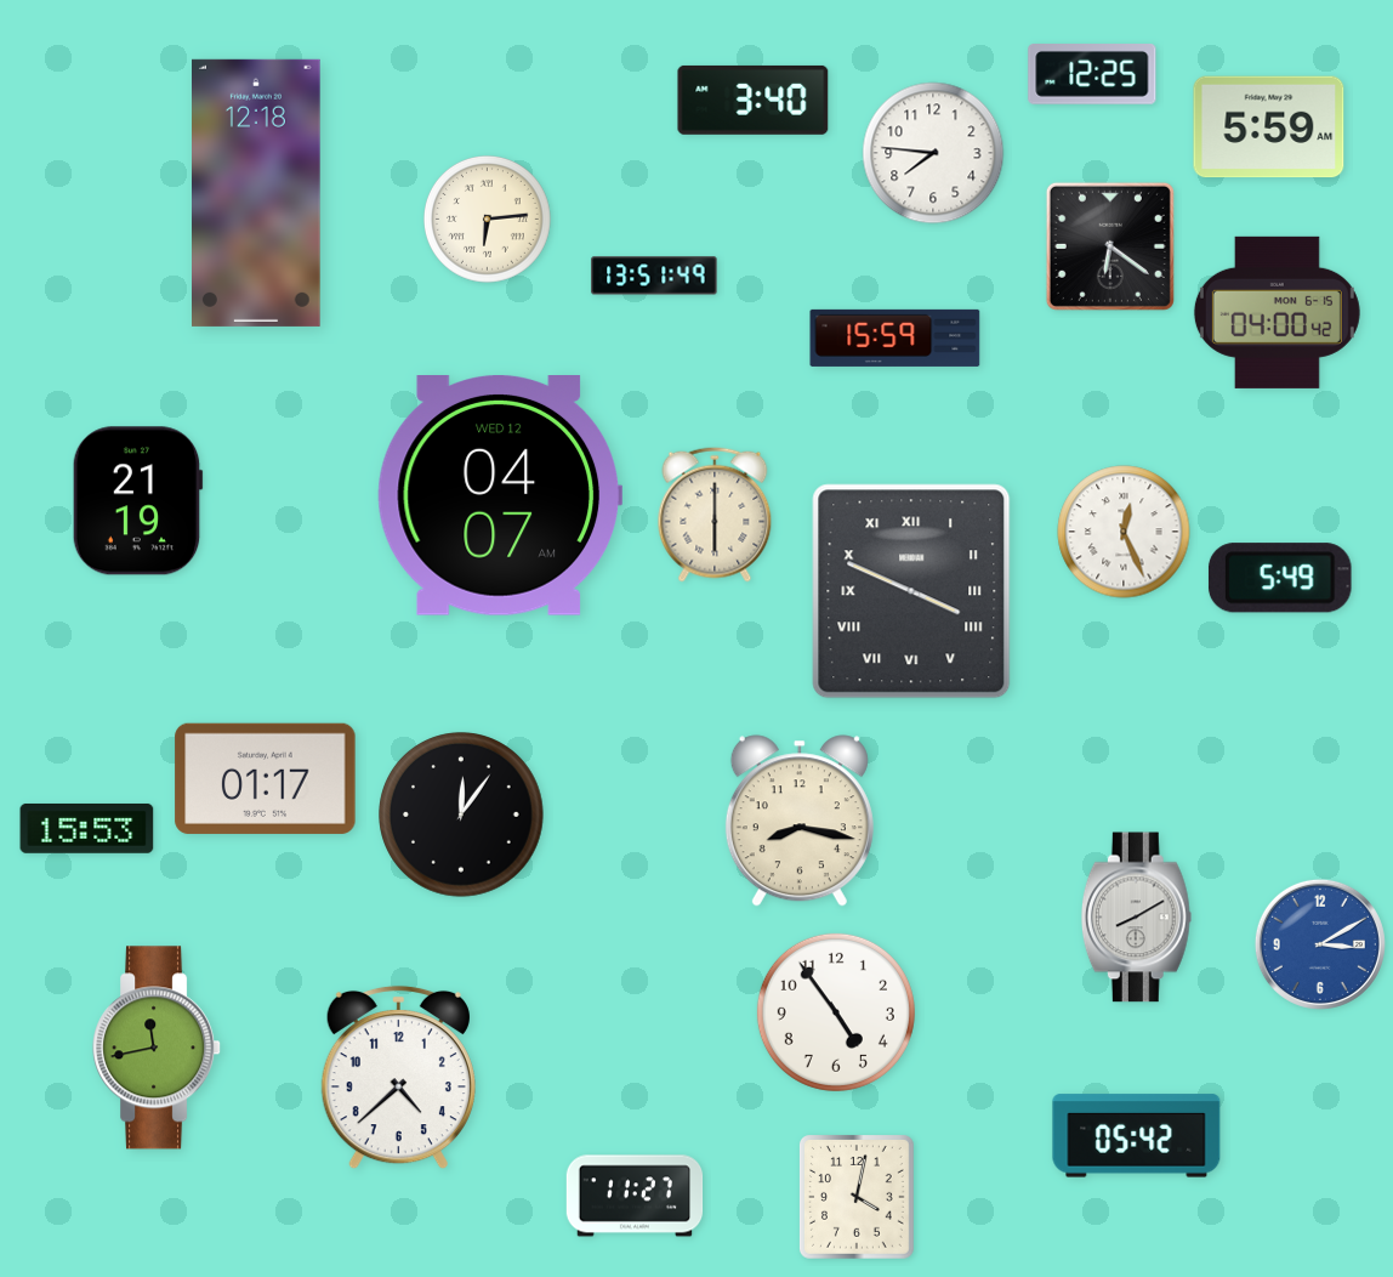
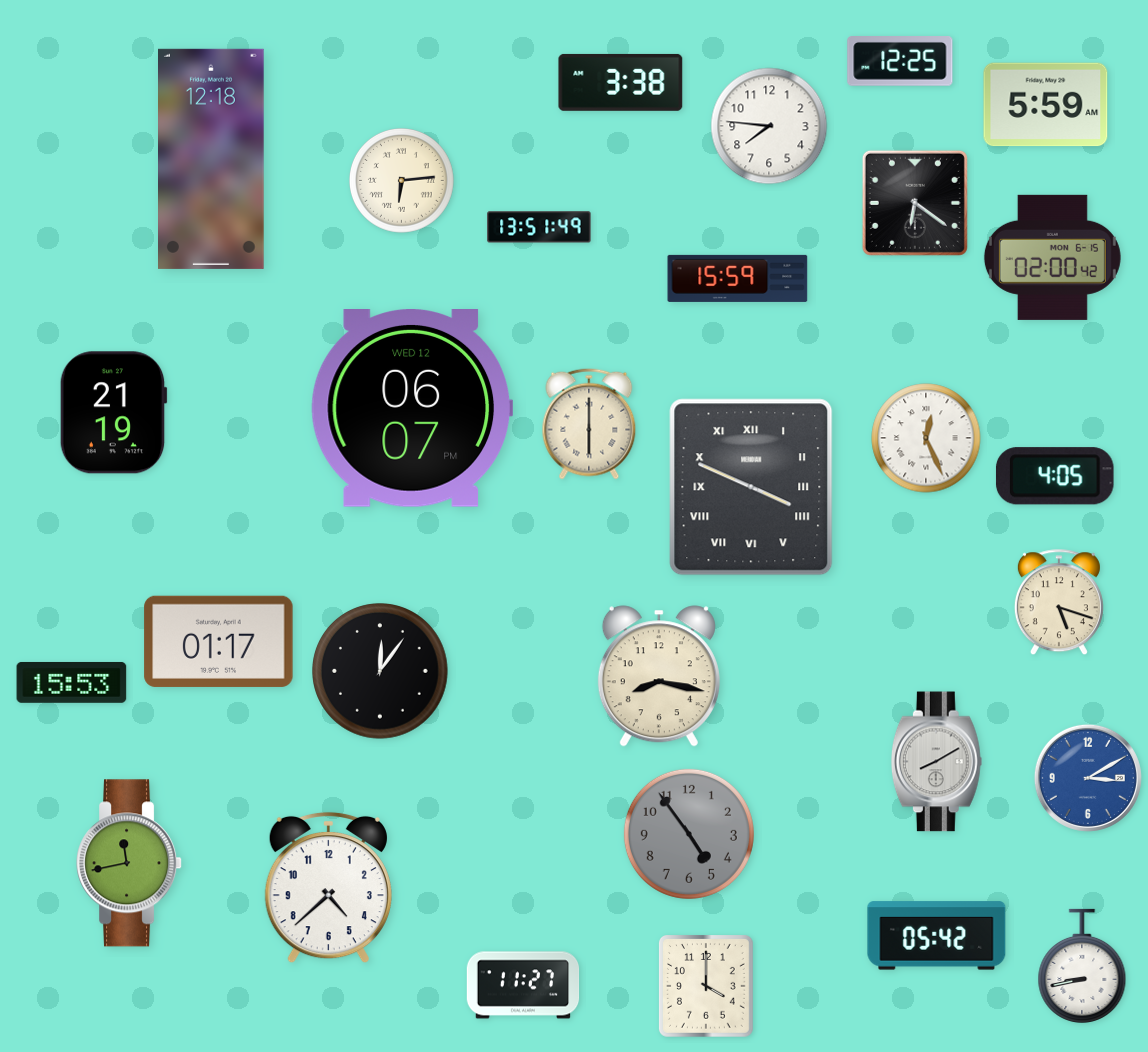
clock at (754, 100): 3:40 -> 3:38
clock at (1277, 312): 04:00 -> 02:00
clock at (499, 496): 04:07 -> 06:07
clock at (1280, 578): 5:49 -> 4:05
clock at (1059, 603): none -> 5:18
clock at (1136, 918) position: (1136, 918) -> (936, 762)
clock at (836, 1012) dial: white -> grey
clock at (1082, 965): none -> 8:43
clock at (857, 1198): 4:02 -> 4:00
